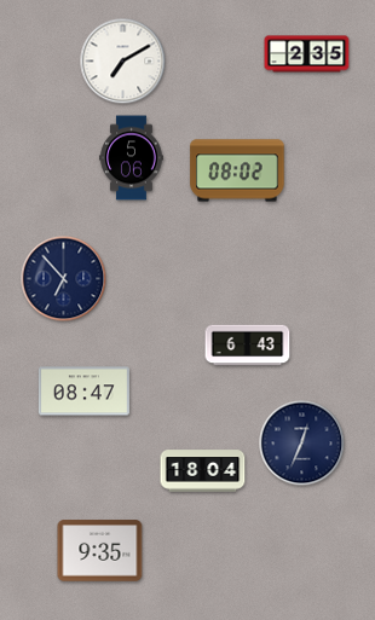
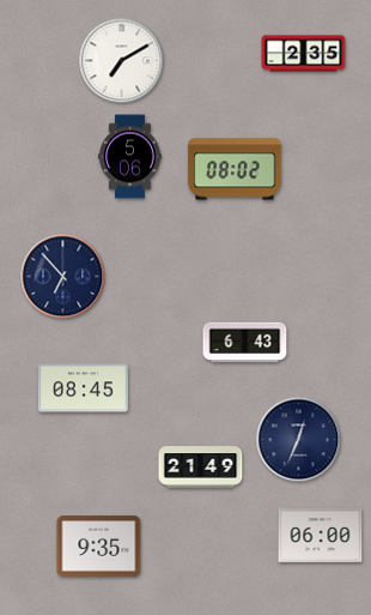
clock at (83, 392): 08:47 -> 08:45
clock at (203, 471): 18:04 -> 21:49
clock at (321, 535): none -> 06:00
